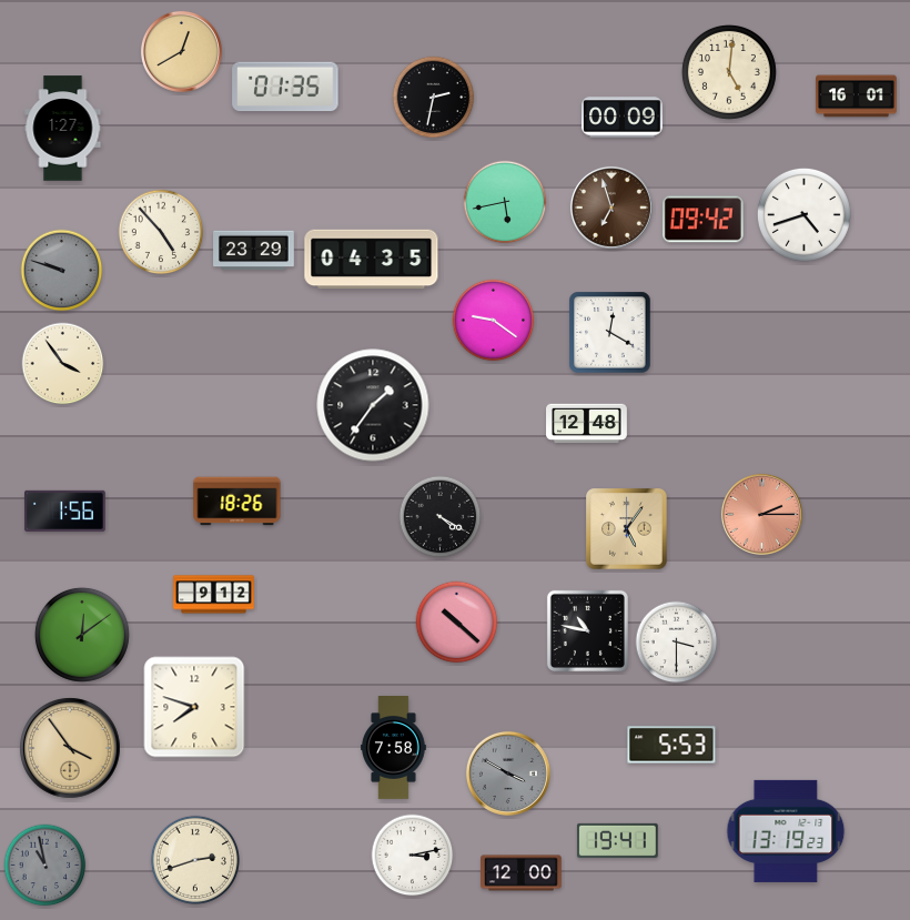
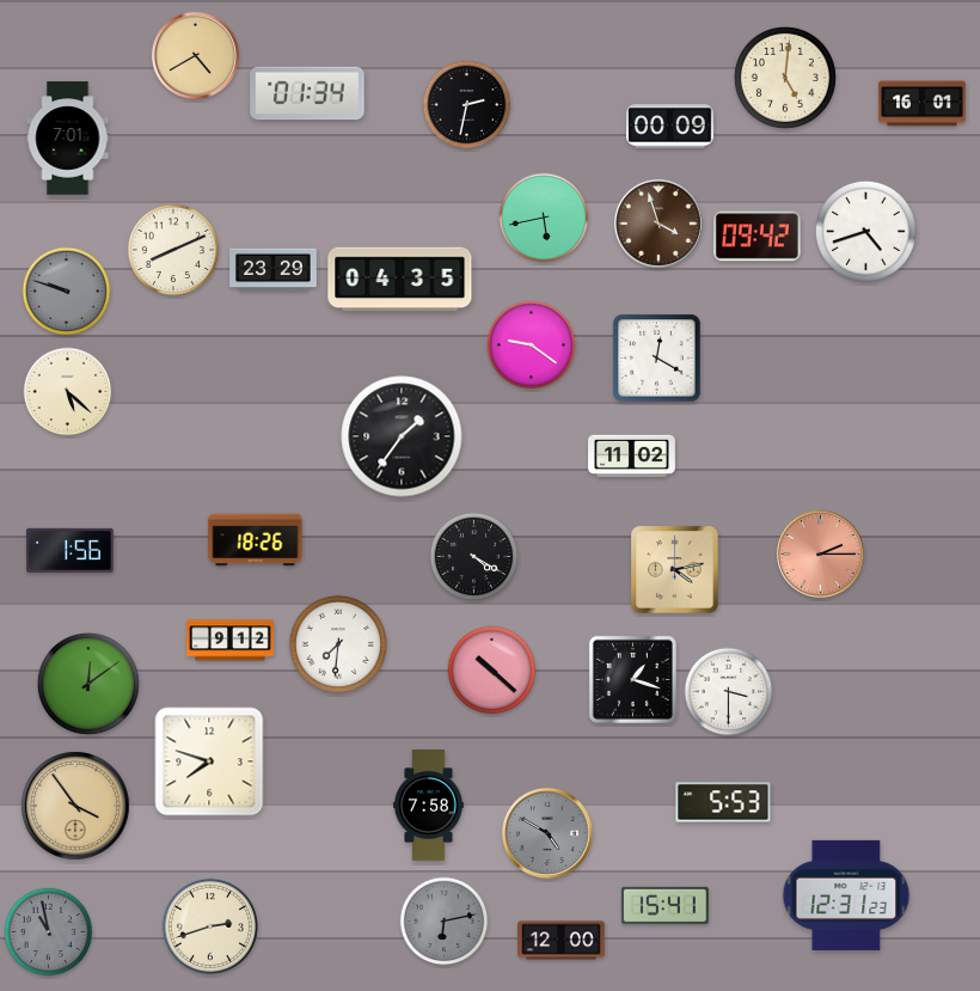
clock at (181, 51): 12:40 -> 4:40
clock at (285, 87): 01:35 -> 01:34
clock at (63, 129): 1:27 -> 7:01
clock at (611, 208): 6:57 -> 3:57
clock at (161, 232): 4:53 -> 8:11
clock at (63, 364): 3:54 -> 5:22
clock at (587, 424): 12:48 -> 11:02
clock at (627, 529): 5:06 -> 4:13
clock at (338, 644): none -> 7:31
clock at (587, 630): 10:47 -> 1:18
clock at (394, 748) position: (394, 748) -> (429, 806)
clock at (508, 774): 3:50 -> 4:50
clock at (786, 831): 13:19 -> 12:31
clock at (617, 840): 19:41 -> 15:41
clock at (413, 856): 3:13 -> 6:13
clock at (413, 856) dial: white -> grey
